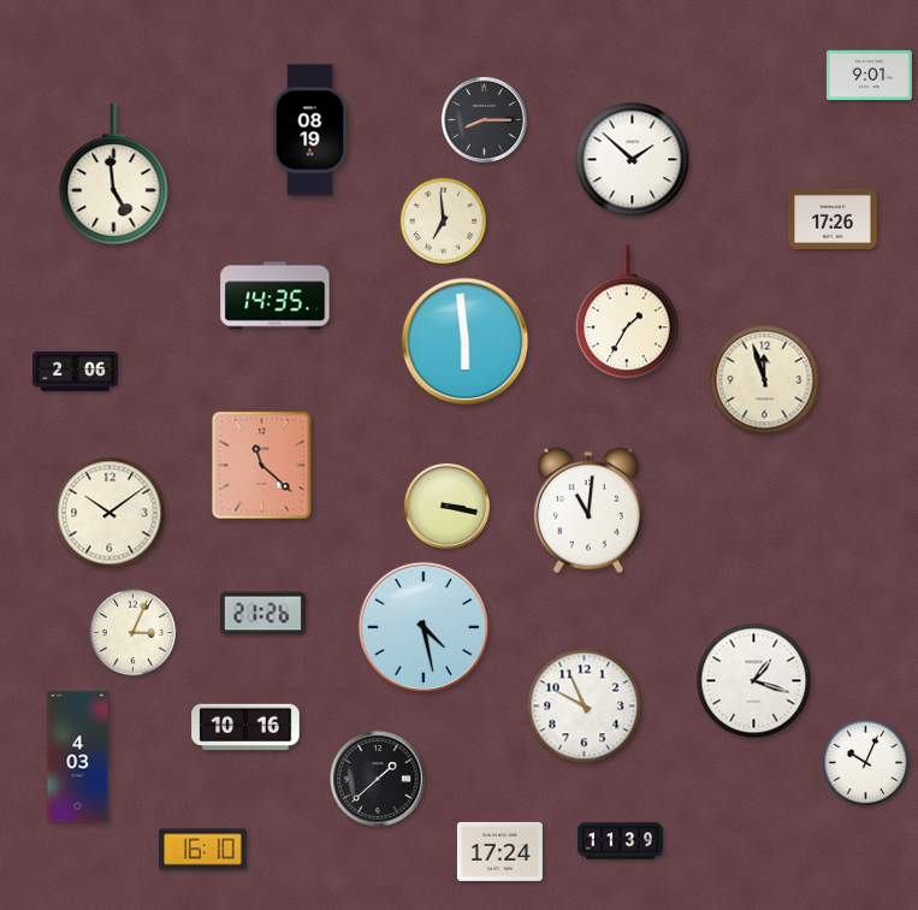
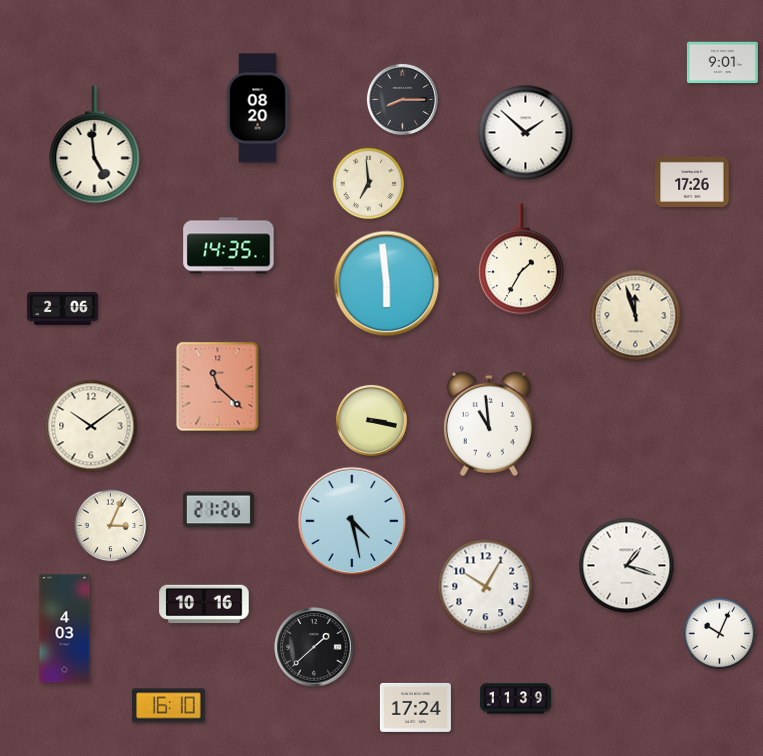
clock at (310, 130): 08:19 -> 08:20
clock at (588, 510): 11:01 -> 10:59
clock at (585, 707): 9:56 -> 10:05
